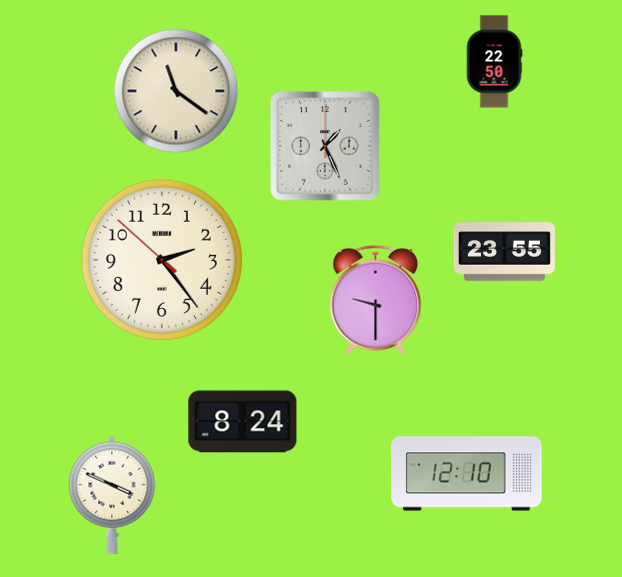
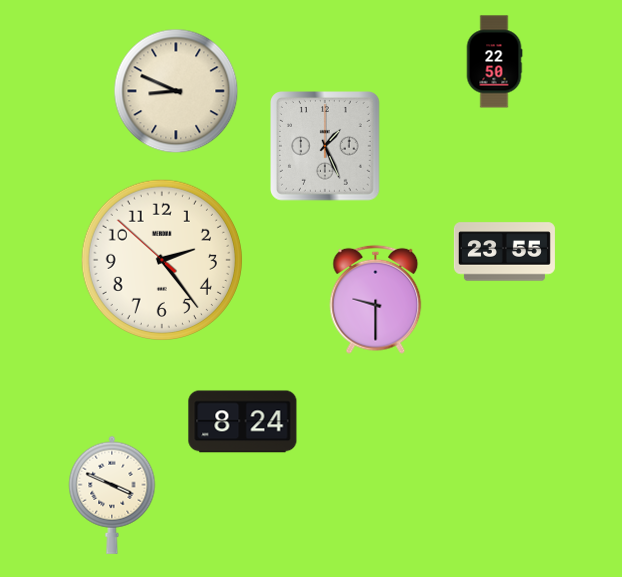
clock at (176, 91): 11:21 -> 8:49
clock at (467, 474): 12:10 -> none
